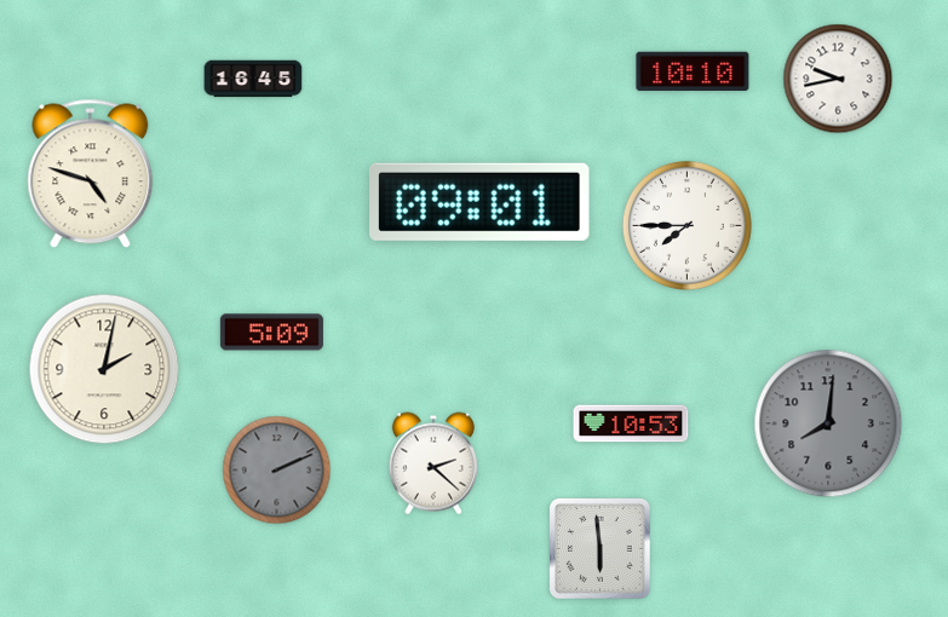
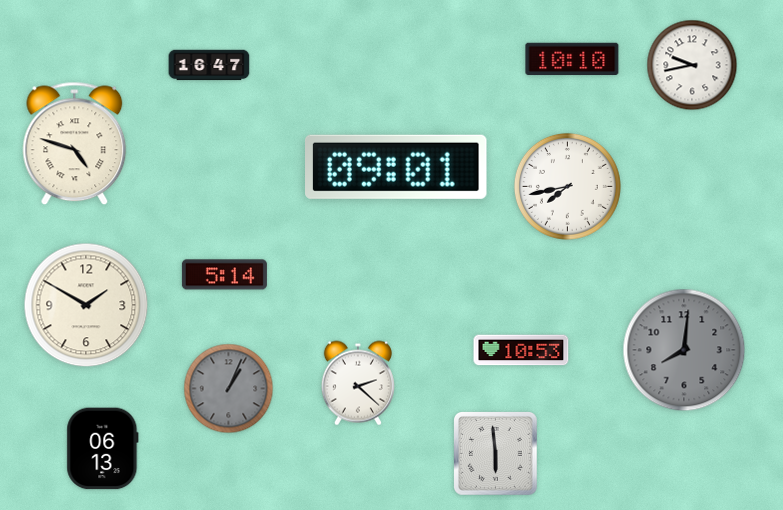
clock at (253, 79): 16:45 -> 16:47
clock at (686, 225): 7:45 -> 7:43
clock at (271, 333): 5:09 -> 5:14
clock at (104, 369): 2:02 -> 1:50
clock at (277, 471): 2:11 -> 1:04
clock at (103, 449): none -> 06:13
